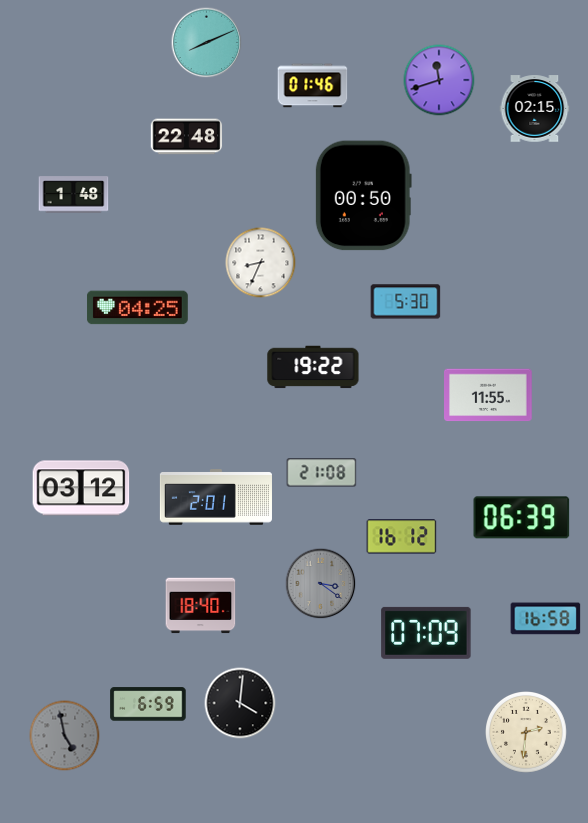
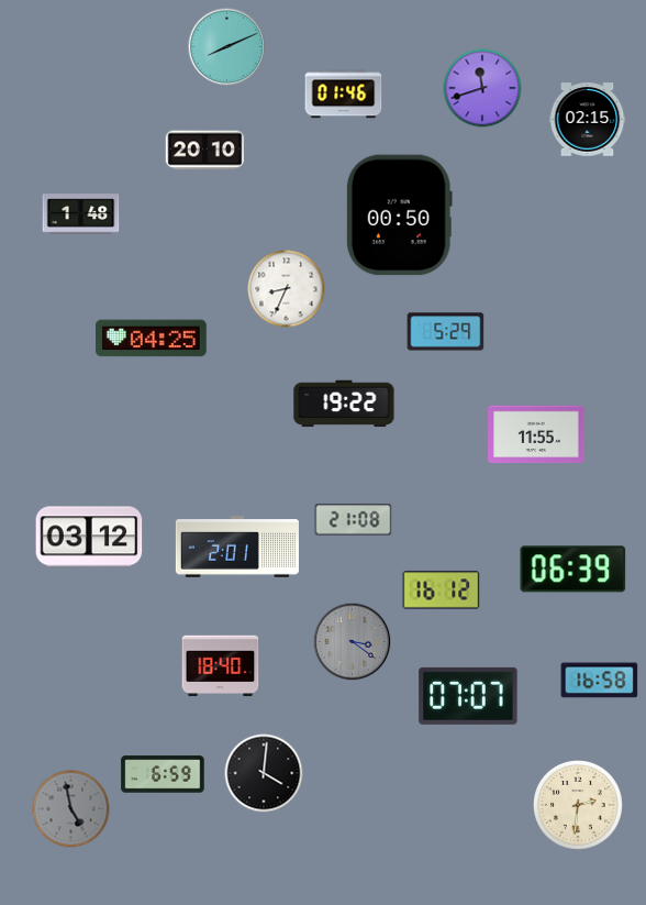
clock at (187, 137): 22:48 -> 20:10
clock at (406, 302): 5:30 -> 5:29
clock at (426, 633): 07:09 -> 07:07
